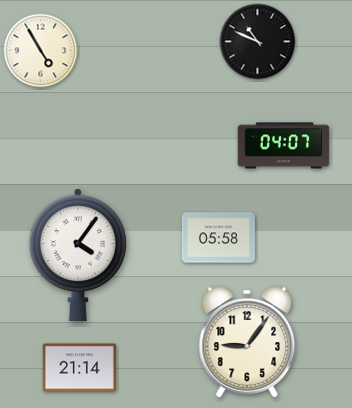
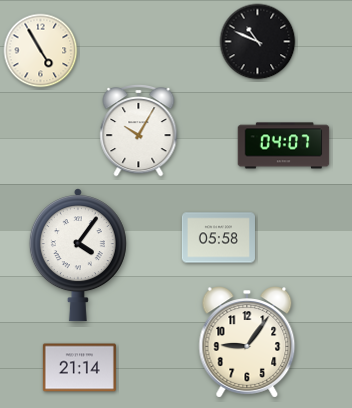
clock at (139, 130): none -> 10:05
